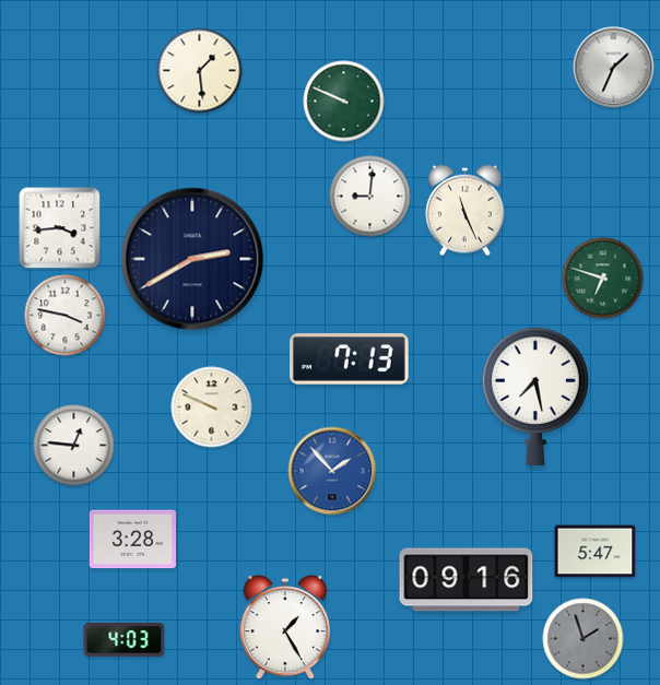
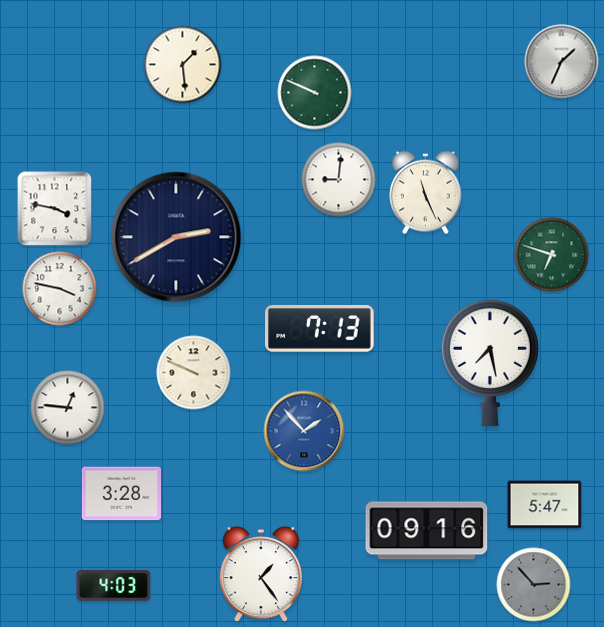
clock at (60, 228): 3:44 -> 3:47
clock at (285, 628): 1:25 -> 1:24
clock at (584, 639): 1:57 -> 2:53
